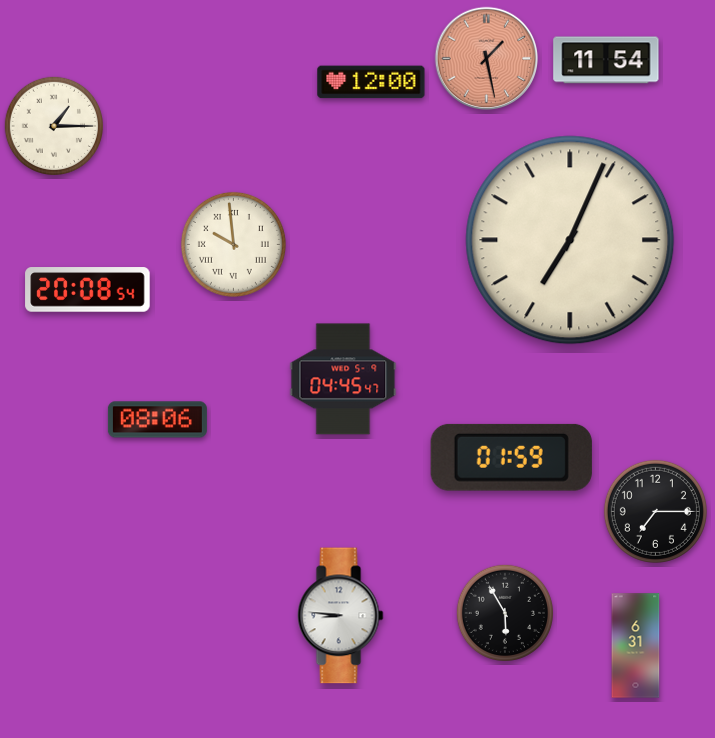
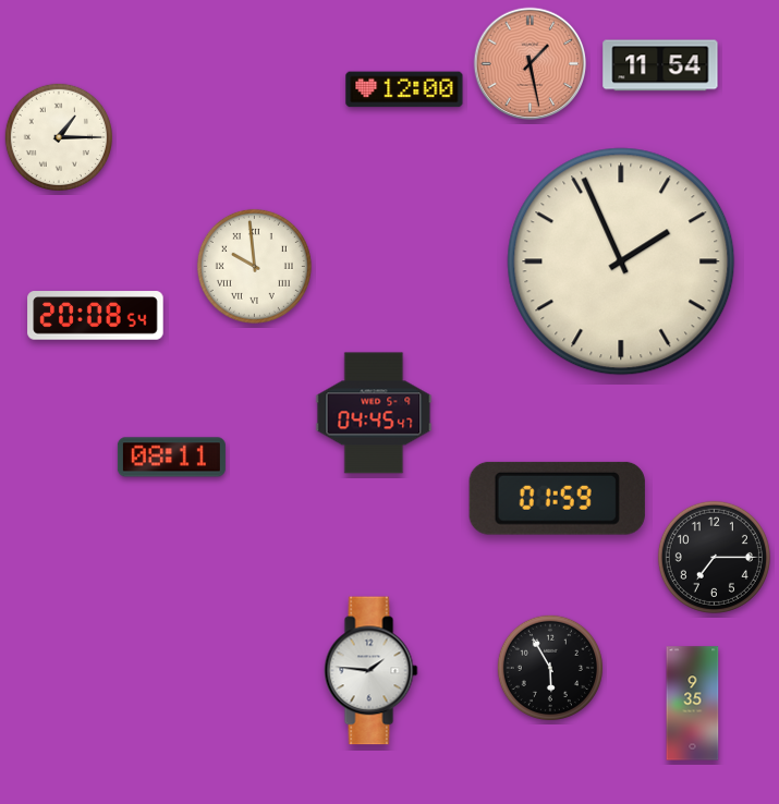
clock at (570, 240): 7:04 -> 1:56
clock at (157, 420): 08:06 -> 08:11
clock at (341, 616): 8:46 -> 1:46
clock at (636, 646): 6:31 -> 9:35
